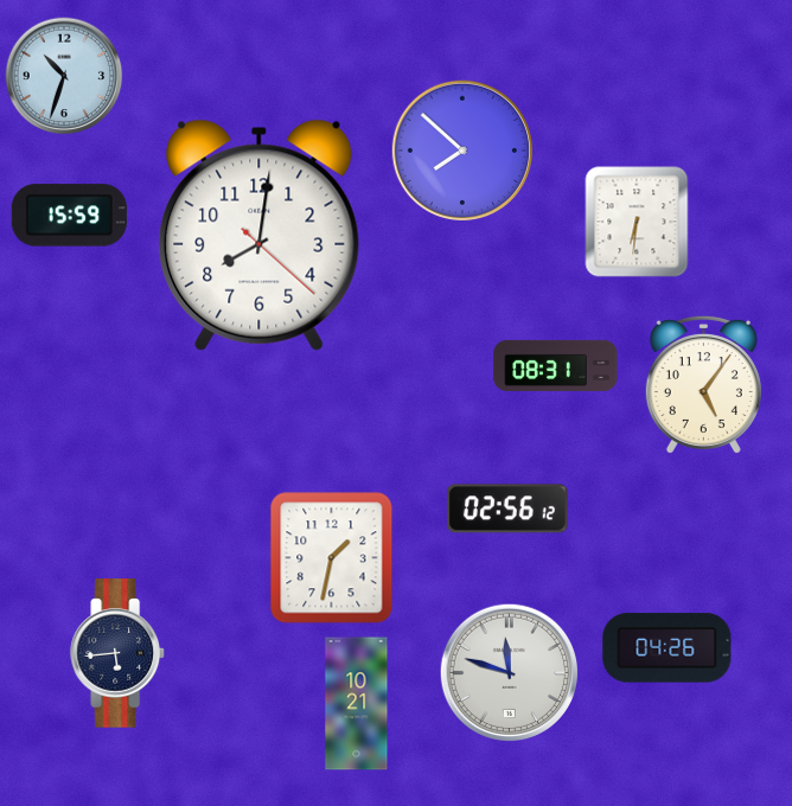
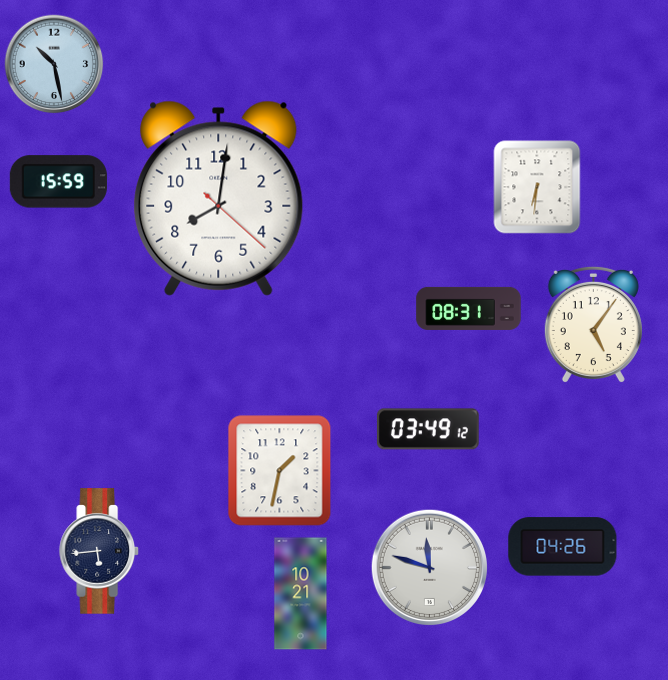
clock at (64, 76): 10:33 -> 10:28
clock at (461, 149): 7:52 -> none
clock at (507, 508): 02:56 -> 03:49
